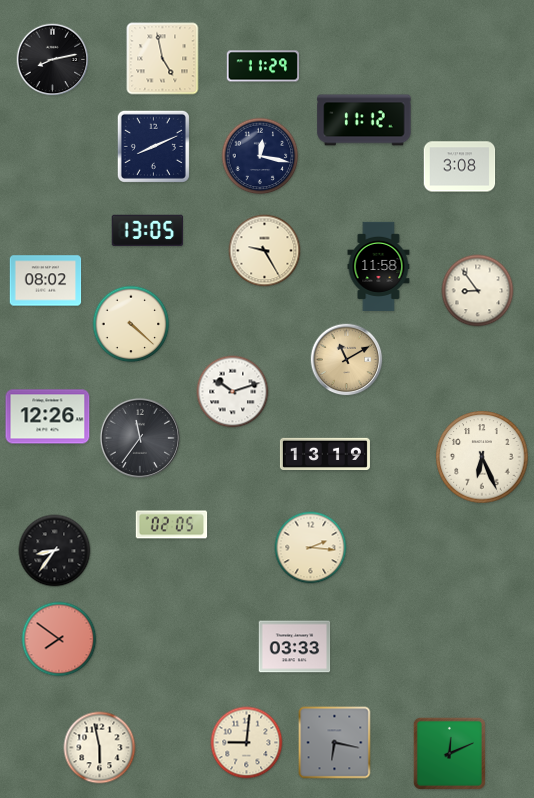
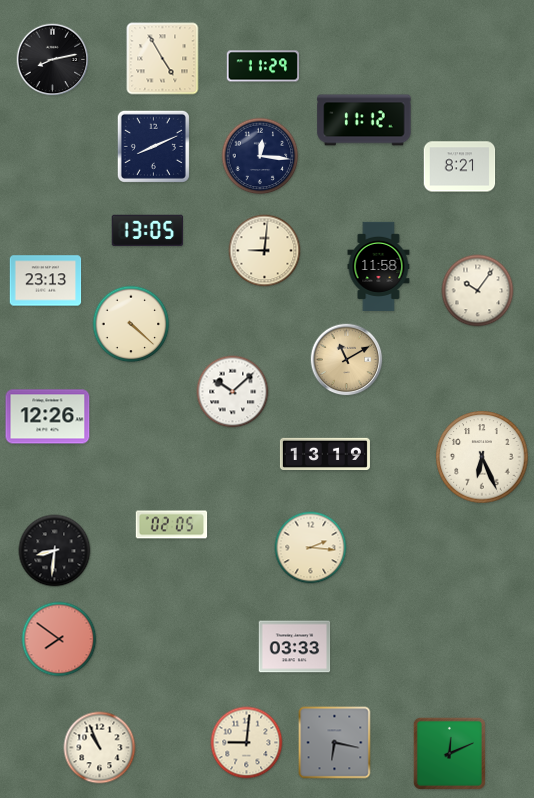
clock at (163, 59): 4:58 -> 4:55
clock at (260, 156): 12:17 -> 12:16
clock at (460, 167): 3:08 -> 8:21
clock at (265, 251): 9:25 -> 9:01
clock at (46, 281): 08:02 -> 23:13
clock at (478, 291): 8:54 -> 10:06
clock at (233, 392): 10:12 -> 10:08
clock at (140, 438): 11:36 -> none
clock at (55, 551): 8:36 -> 8:31
clock at (100, 748): 5:58 -> 10:56
